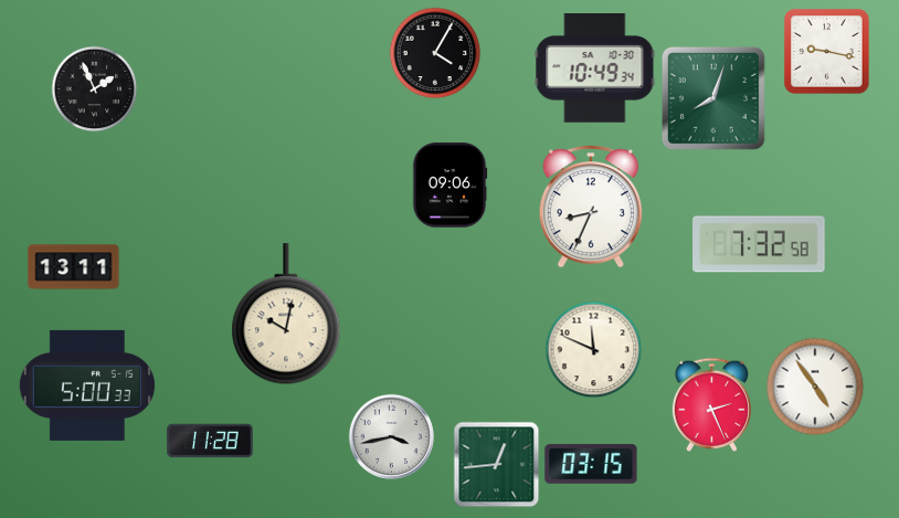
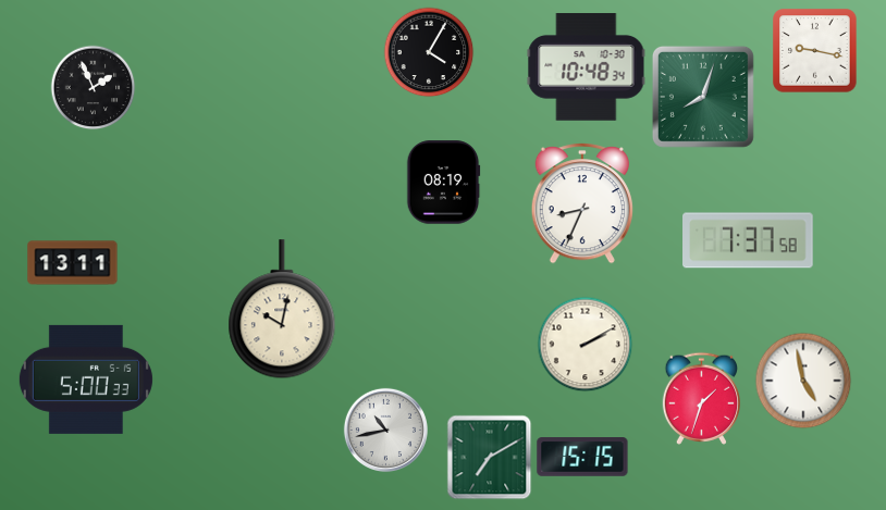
clock at (595, 68): 10:49 -> 10:48
clock at (449, 186): 09:06 -> 08:19
clock at (759, 244): 7:32 -> 7:37
clock at (593, 349): 11:49 -> 2:10
clock at (815, 387): 4:54 -> 4:58
clock at (711, 404): 2:26 -> 1:33
clock at (391, 436): 3:43 -> 10:43
clock at (210, 441): 11:28 -> none
clock at (496, 464): 12:44 -> 7:10
clock at (591, 464): 03:15 -> 15:15
